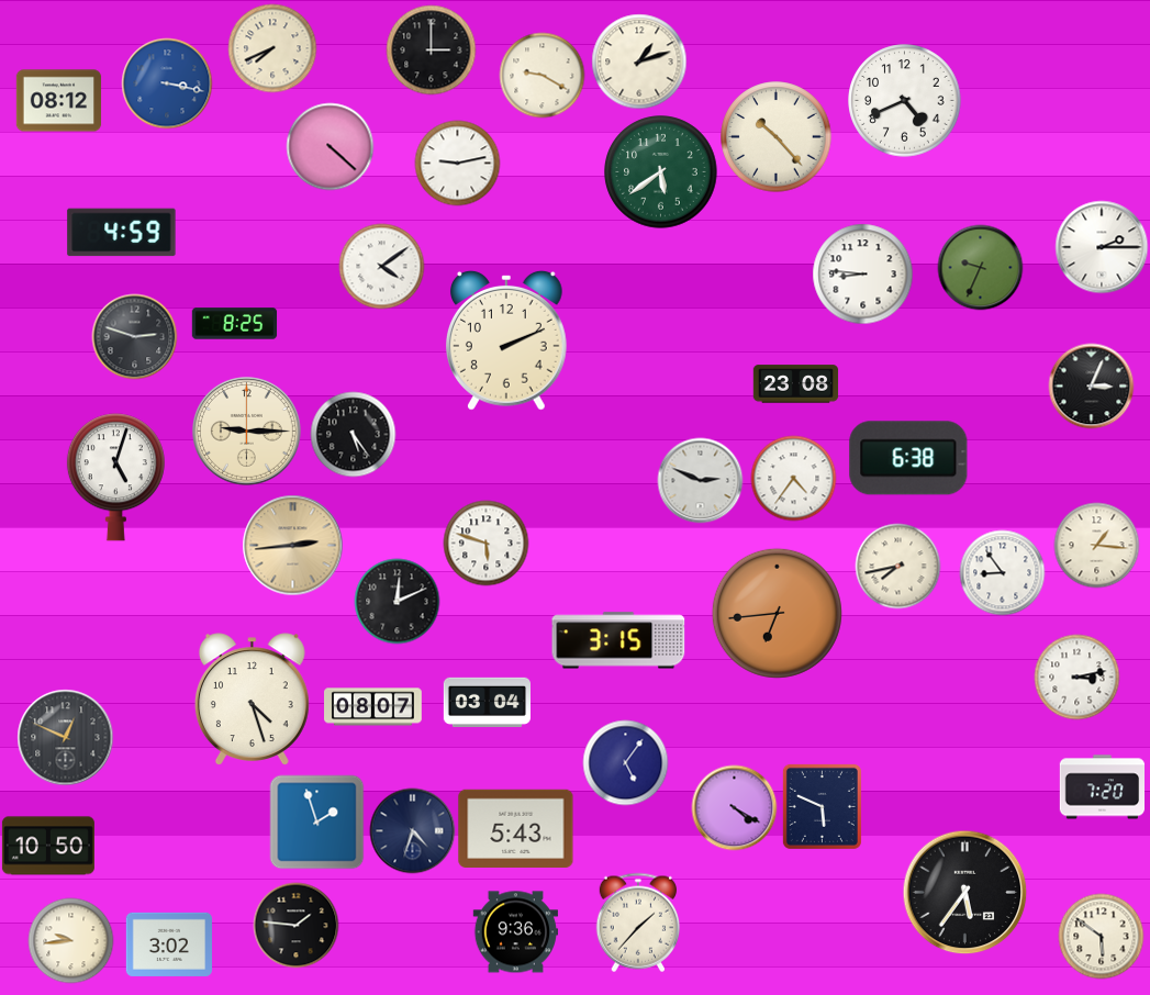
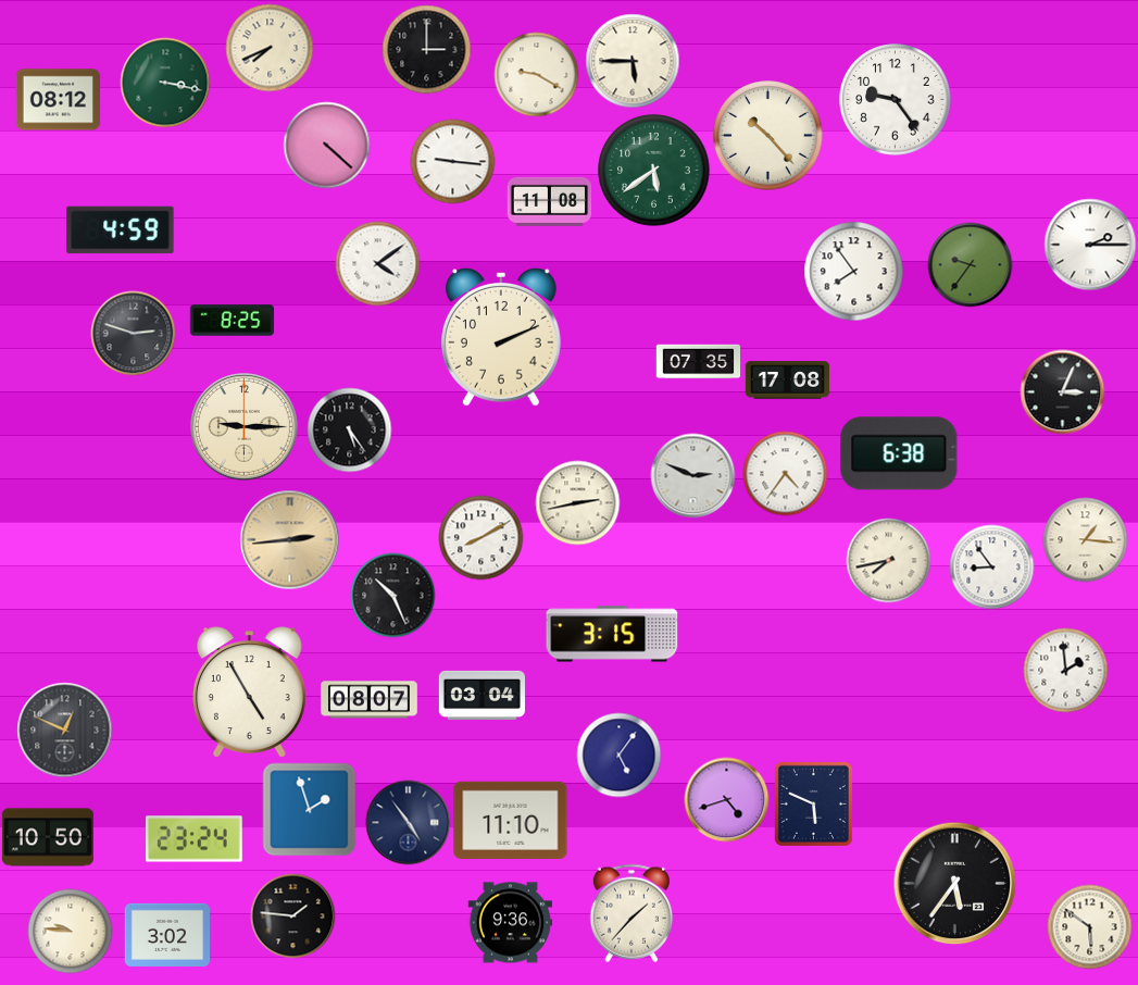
clock at (639, 62): 1:12 -> 5:45
clock at (167, 83) dial: blue -> green
clock at (905, 101): 4:41 -> 9:24
clock at (457, 163): 9:13 -> 9:16
clock at (549, 201): none -> 11:08
clock at (980, 267): 9:34 -> 9:36
clock at (862, 273): 8:46 -> 7:54
clock at (698, 362): none -> 07:35
clock at (795, 384): 23:08 -> 17:08
clock at (1091, 385) position: (1091, 385) -> (1062, 391)
clock at (115, 478): 5:03 -> none
clock at (577, 502): none -> 2:43
clock at (485, 543): 5:48 -> 8:10
clock at (397, 601): 12:11 -> 10:26
clock at (777, 613): 6:44 -> none
clock at (1076, 677): 3:13 -> 1:59
clock at (252, 698): 4:27 -> 4:55
clock at (1102, 787): 7:20 -> none
clock at (822, 806) position: (822, 806) -> (813, 803)
clock at (734, 807): 4:20 -> 4:42
clock at (316, 821) position: (316, 821) -> (309, 809)
clock at (516, 828): 5:43 -> 11:10
clock at (412, 830): 4:33 -> 4:54
clock at (195, 839): none -> 23:24
clock at (70, 940): 9:44 -> 9:46
